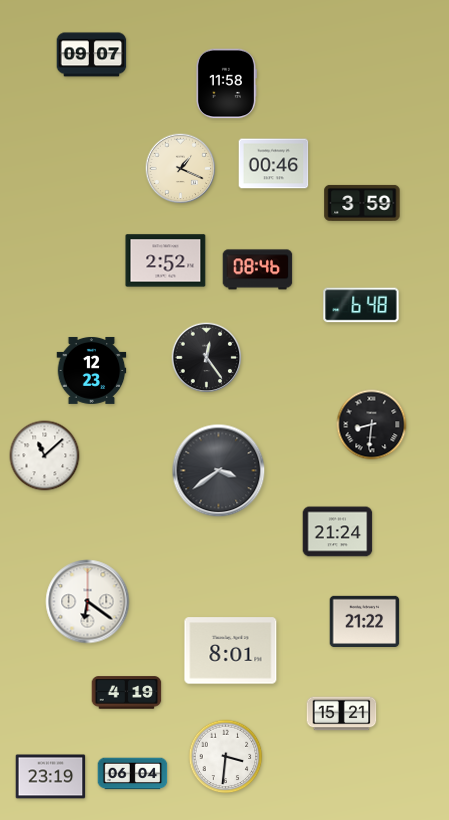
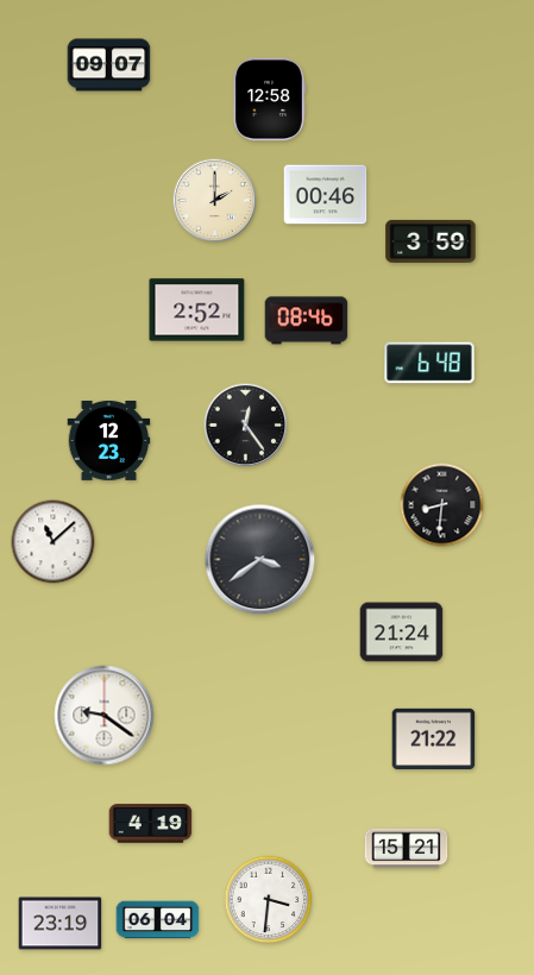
clock at (226, 84): 11:58 -> 12:58
clock at (181, 169): 1:19 -> 2:00
clock at (88, 602): 6:21 -> 9:21
clock at (231, 651): 8:01 -> none
